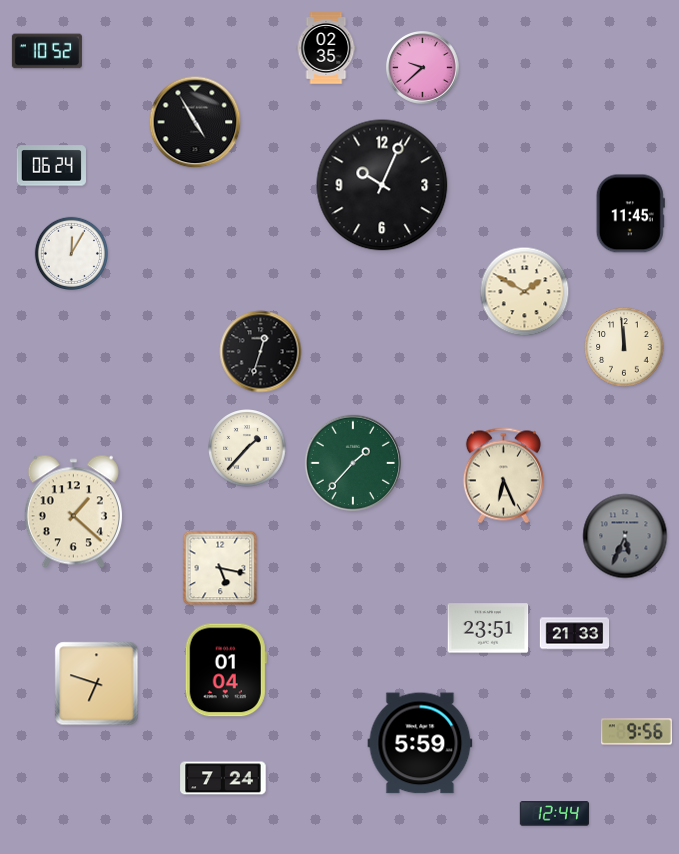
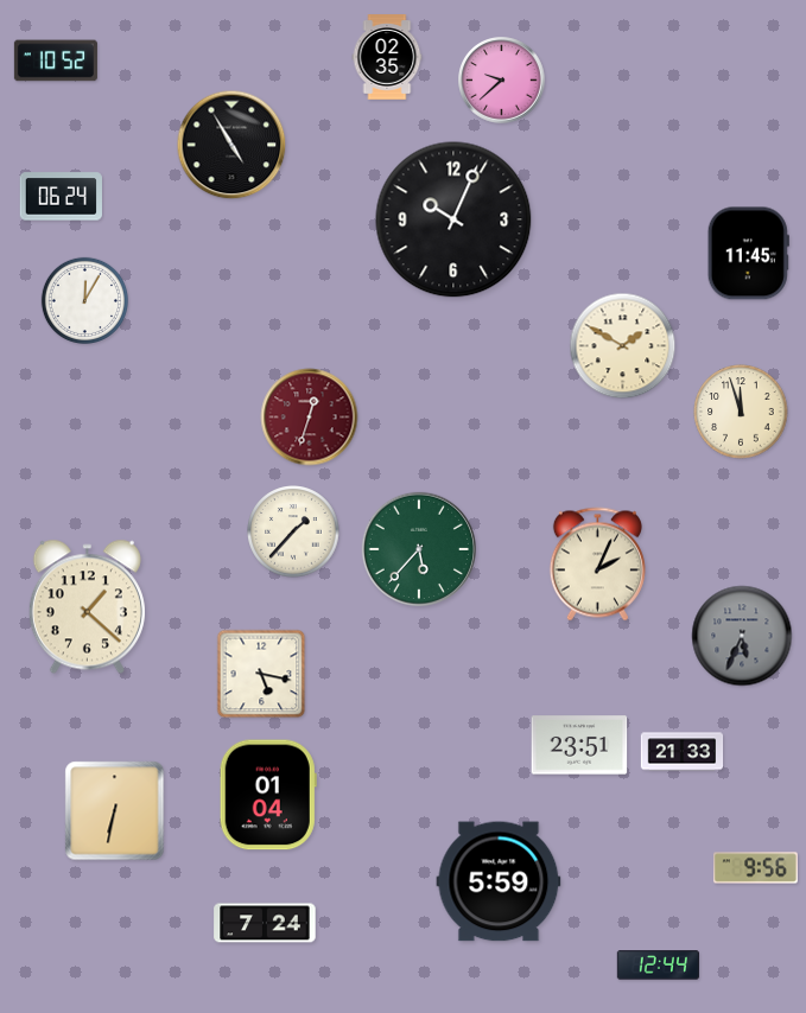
clock at (624, 347): 11:59 -> 11:57
clock at (261, 352) dial: black -> burgundy
clock at (353, 463): 1:37 -> 5:37
clock at (503, 476): 6:26 -> 2:04
clock at (97, 684): 6:48 -> 6:32
